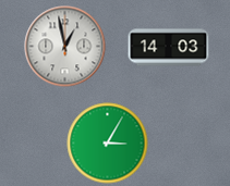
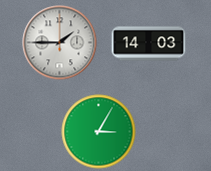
clock at (65, 47): 12:58 -> 1:45
clock at (169, 48) position: (169, 48) -> (149, 44)
